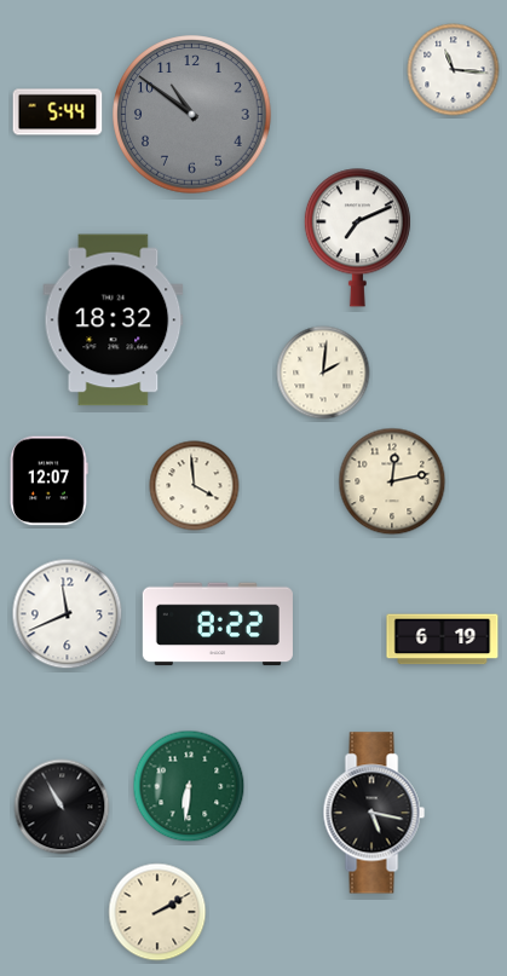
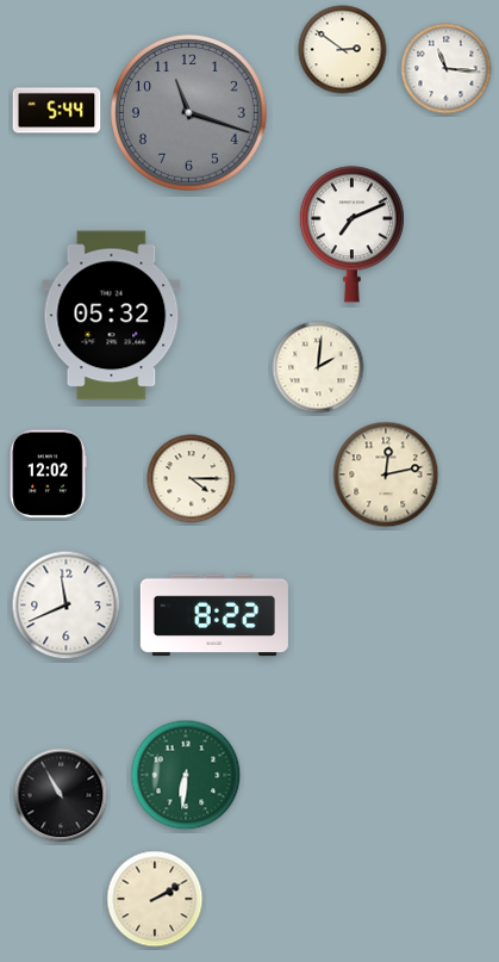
clock at (343, 50): none -> 2:51
clock at (192, 115): 10:51 -> 11:18
clock at (114, 320): 18:32 -> 05:32
clock at (48, 481): 12:07 -> 12:02
clock at (195, 486): 3:59 -> 4:15
clock at (443, 640): 6:19 -> none
clock at (374, 813): 5:17 -> none
